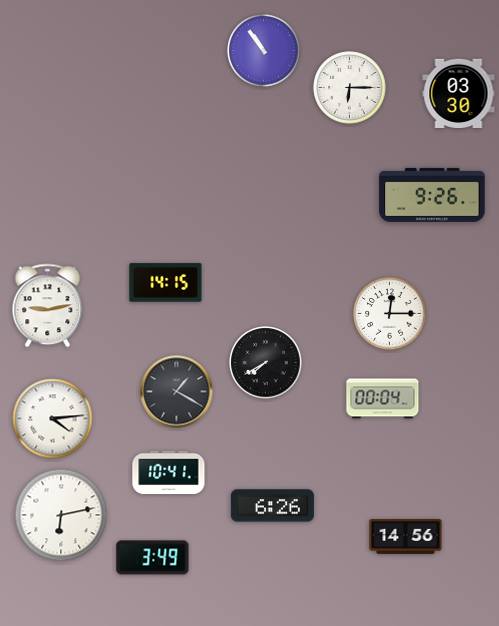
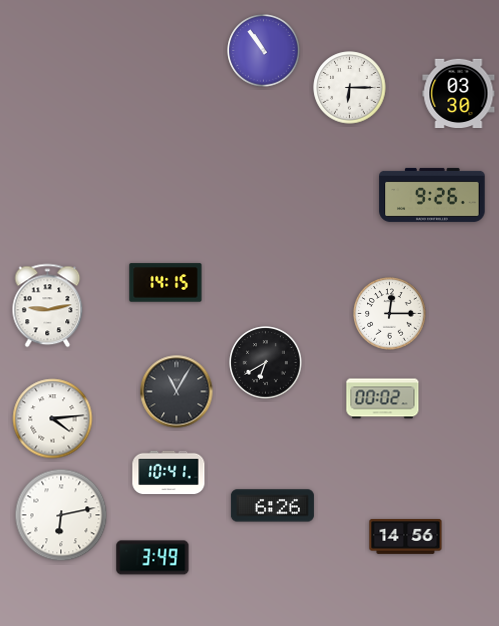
clock at (266, 363): 7:40 -> 6:40
clock at (177, 392): 1:20 -> 11:05
clock at (383, 399): 00:04 -> 00:02
